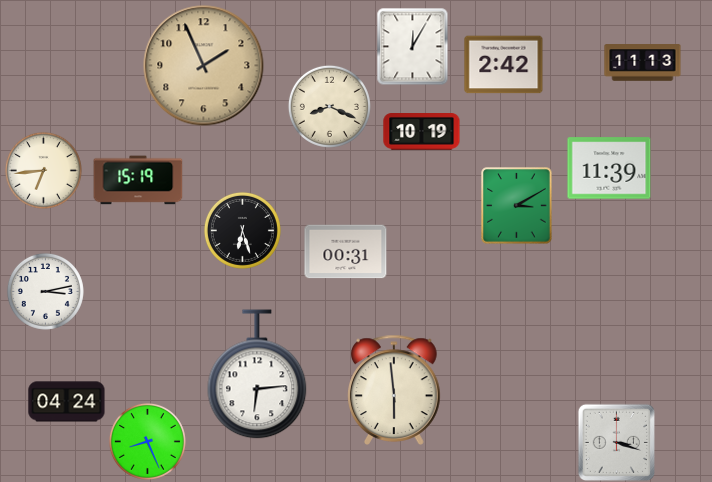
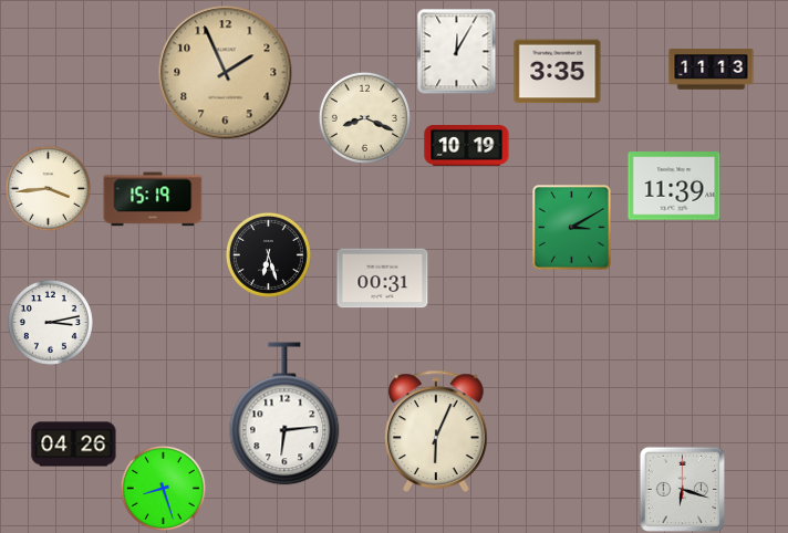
clock at (504, 65): 2:42 -> 3:35
clock at (43, 170): 6:44 -> 3:44
clock at (394, 390): 5:59 -> 6:04
clock at (67, 402): 04:24 -> 04:26
clock at (147, 441): 8:26 -> 8:27
clock at (616, 442): 3:18 -> 6:18
